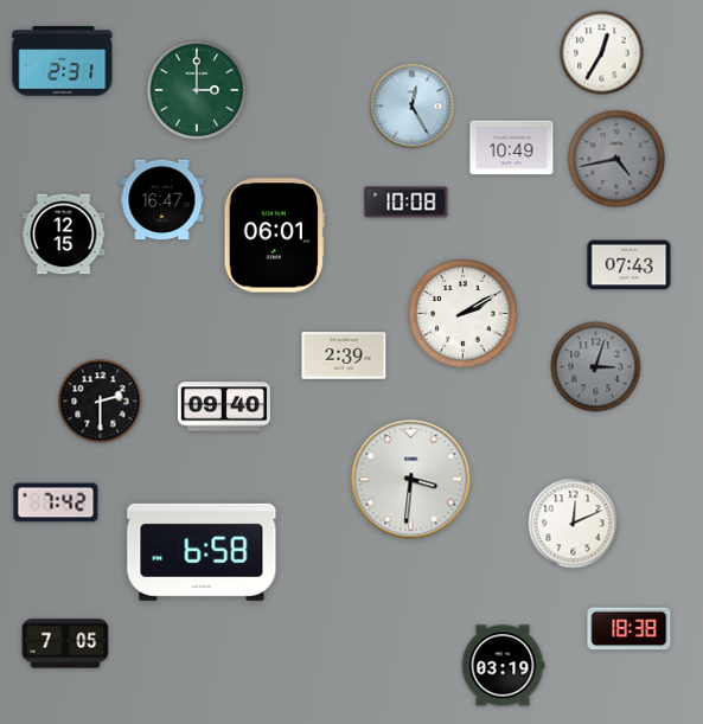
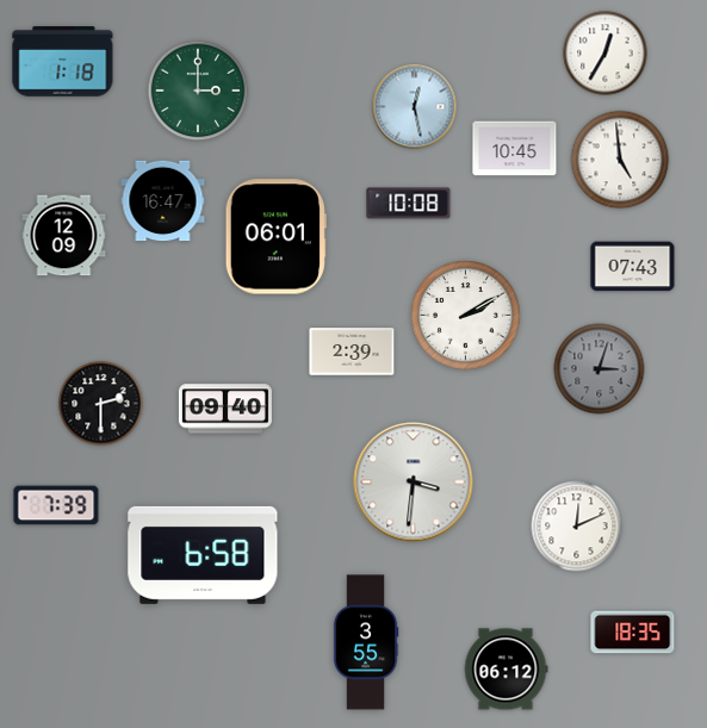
clock at (63, 62): 2:31 -> 1:18
clock at (413, 107): 12:25 -> 12:28
clock at (512, 148): 10:49 -> 10:45
clock at (616, 159): 4:43 -> 4:59
clock at (616, 159) dial: grey -> white
clock at (64, 235): 12:15 -> 12:09
clock at (344, 355) position: (344, 355) -> (352, 351)
clock at (56, 502): 7:42 -> 7:39
clock at (629, 629): 18:38 -> 18:35
clock at (366, 642): none -> 3:55
clock at (65, 643): 7:05 -> none
clock at (503, 666): 03:19 -> 06:12
